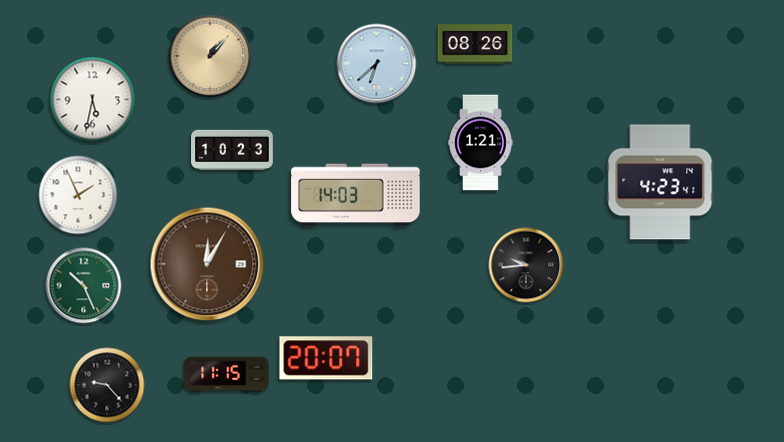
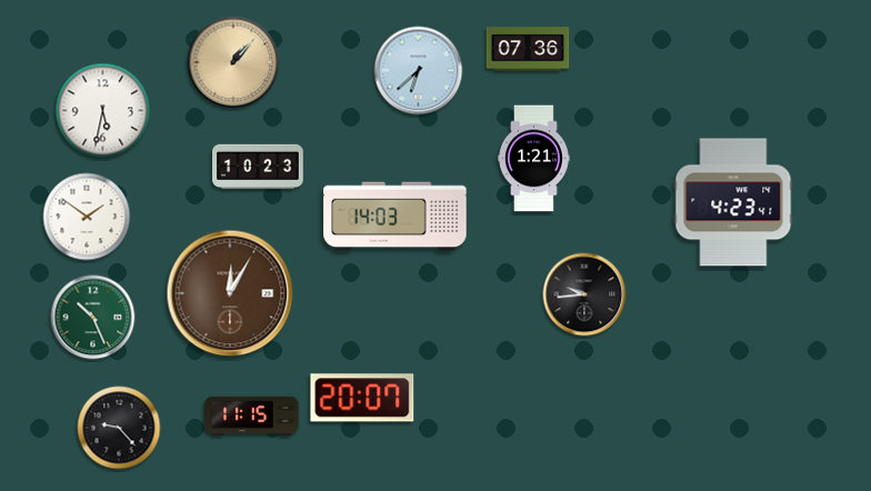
clock at (475, 44): 08:26 -> 07:36
clock at (78, 195): 1:56 -> 1:51
